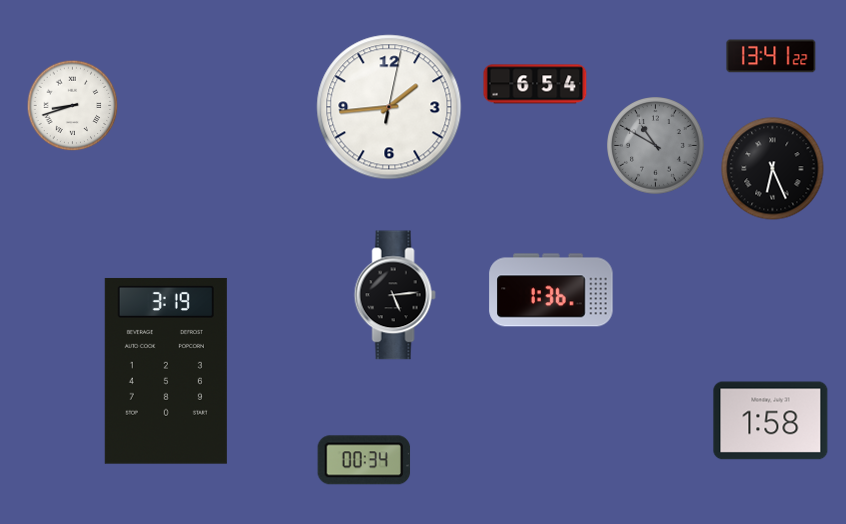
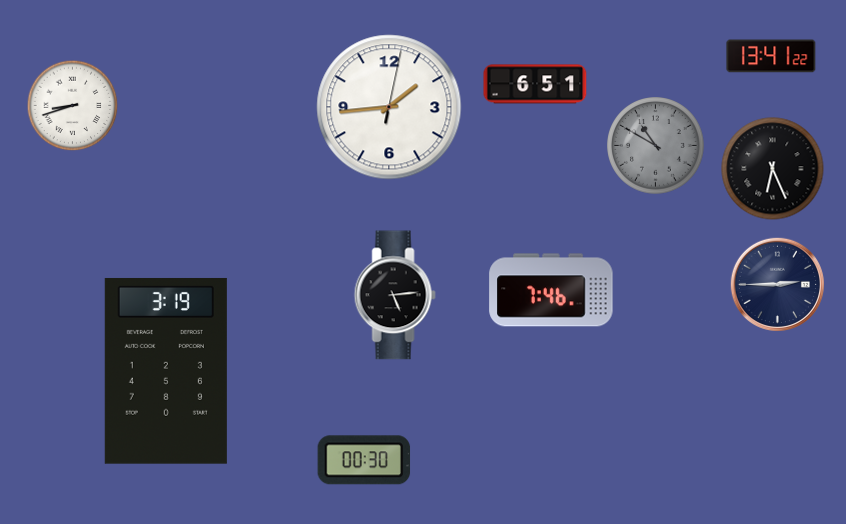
clock at (535, 84): 6:54 -> 6:51
clock at (777, 284): none -> 2:45
clock at (551, 290): 1:36 -> 7:46
clock at (771, 421): 1:58 -> none
clock at (364, 460): 00:34 -> 00:30
